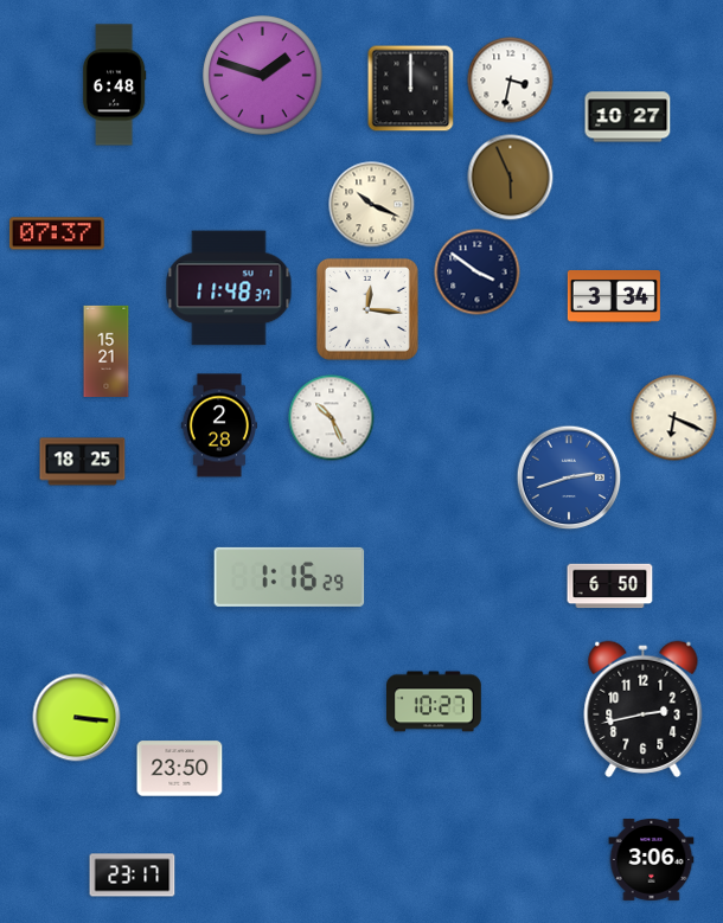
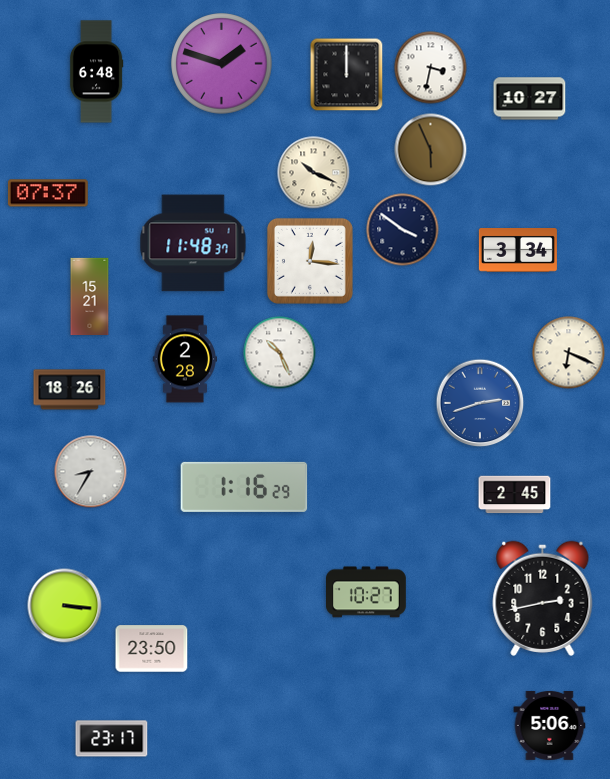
clock at (57, 233) position: (57, 233) -> (48, 193)
clock at (83, 462): 18:25 -> 18:26
clock at (91, 472): none -> 8:35
clock at (610, 587): 6:50 -> 2:45
clock at (652, 859): 3:06 -> 5:06
